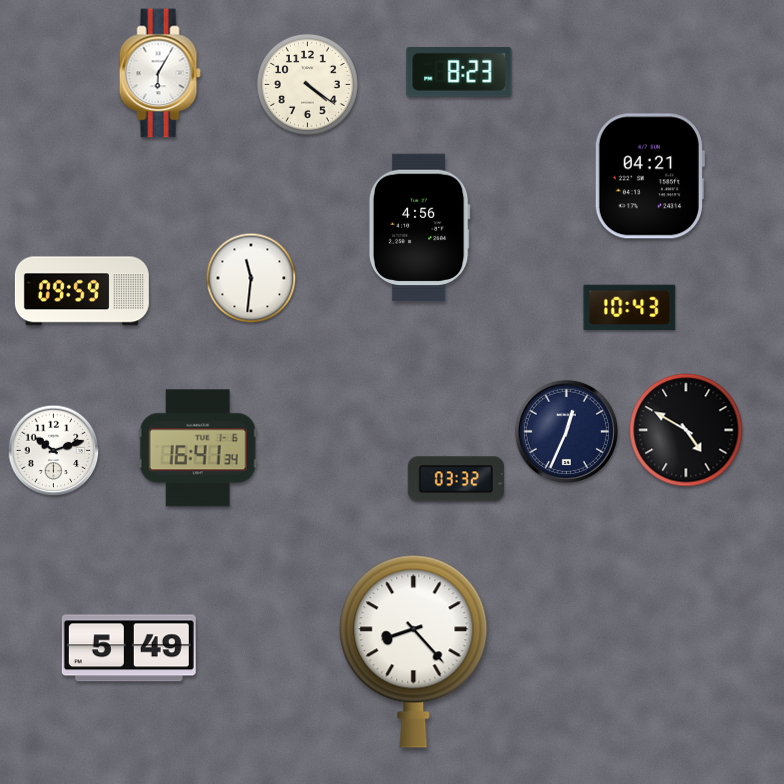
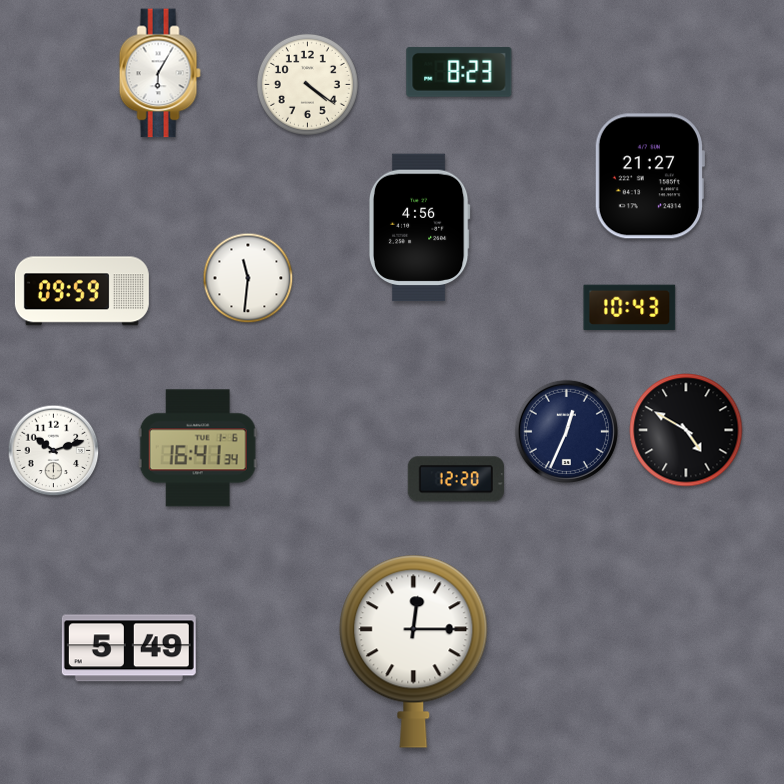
clock at (649, 176): 04:21 -> 21:27
clock at (251, 278) position: (251, 278) -> (248, 278)
clock at (456, 479): 03:32 -> 12:20
clock at (414, 651): 8:23 -> 12:15
